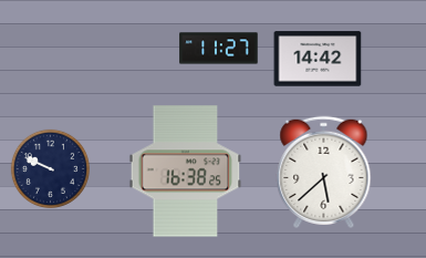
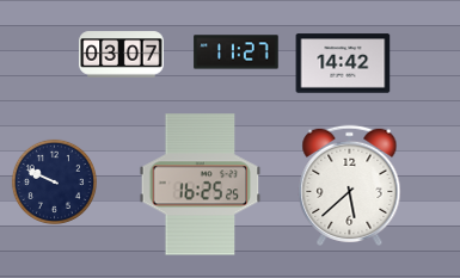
clock at (122, 55): none -> 03:07
clock at (186, 172): 16:38 -> 16:25
